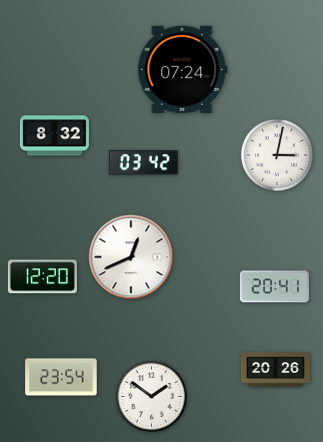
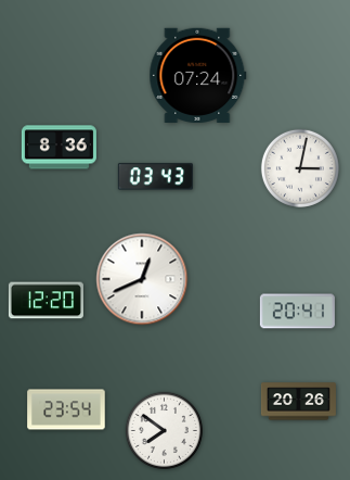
clock at (54, 136): 8:32 -> 8:36
clock at (143, 163): 03:42 -> 03:43
clock at (151, 396): 1:51 -> 7:51
